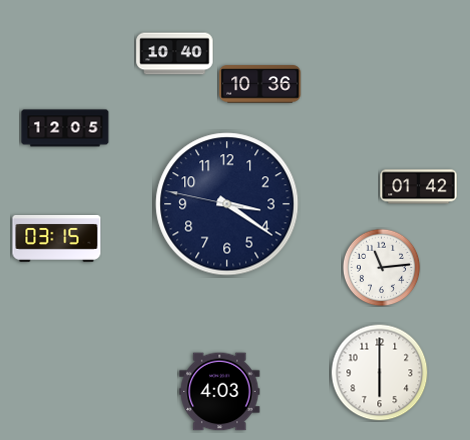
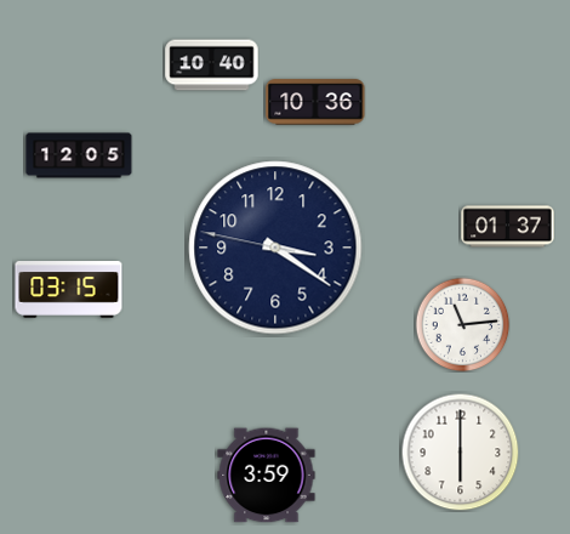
clock at (419, 187): 01:42 -> 01:37
clock at (220, 392): 4:03 -> 3:59
